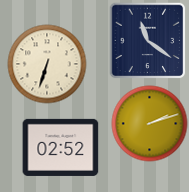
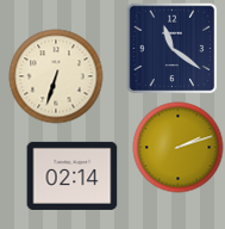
clock at (147, 40) position: (147, 40) -> (171, 48)
clock at (61, 147): 02:52 -> 02:14
